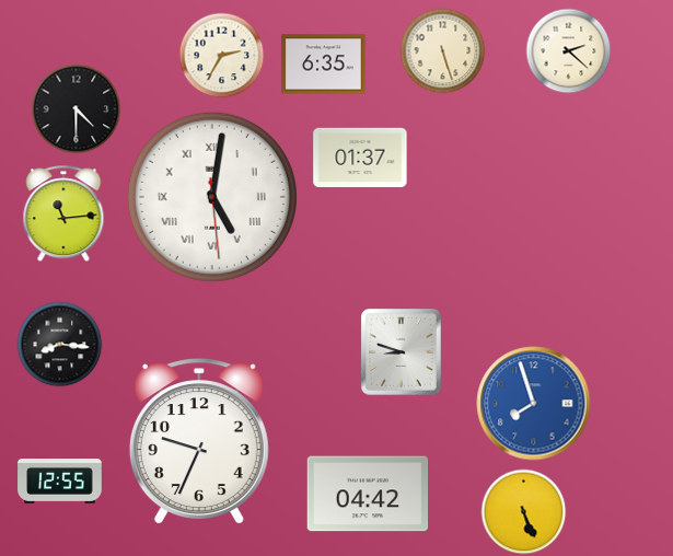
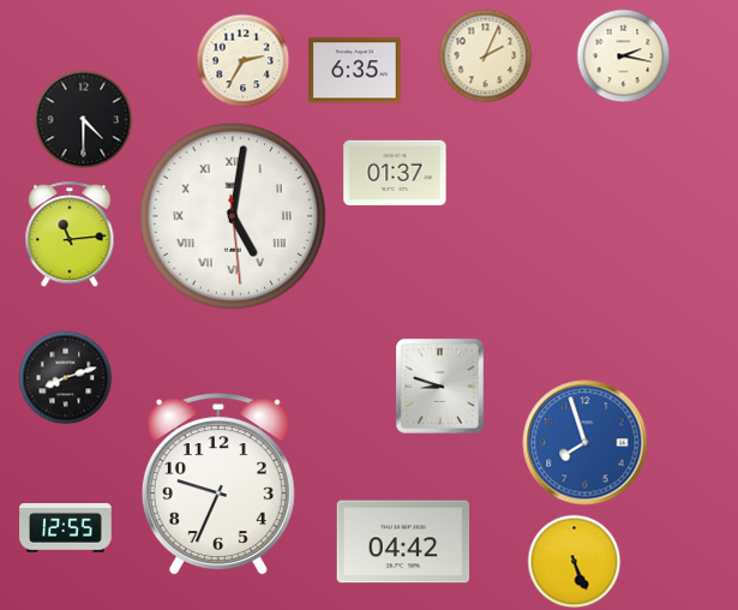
clock at (442, 50): 5:27 -> 2:04
clock at (568, 50): 2:22 -> 2:17
clock at (59, 344): 8:16 -> 8:12
